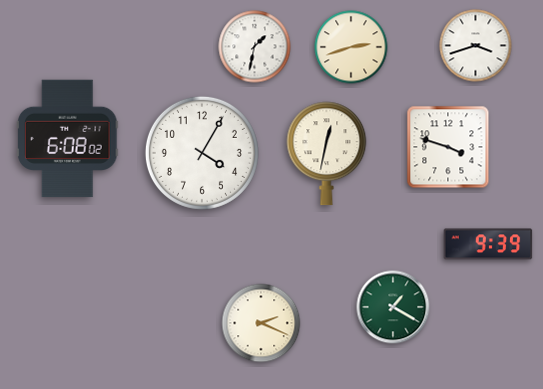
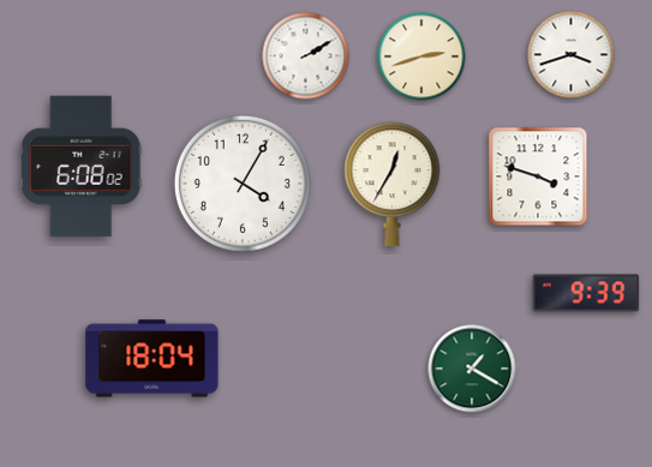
clock at (255, 47): 1:32 -> 2:10
clock at (327, 154): 12:32 -> 12:35
clock at (152, 359): none -> 18:04
clock at (261, 323): 2:19 -> none
